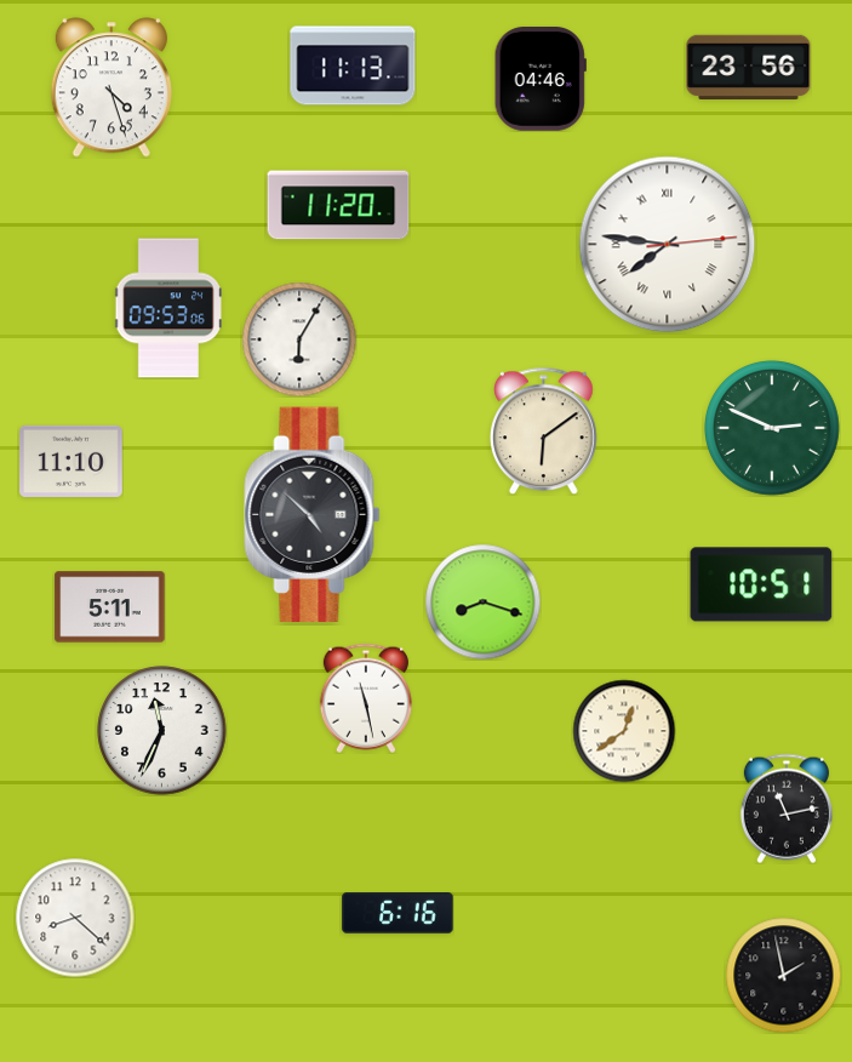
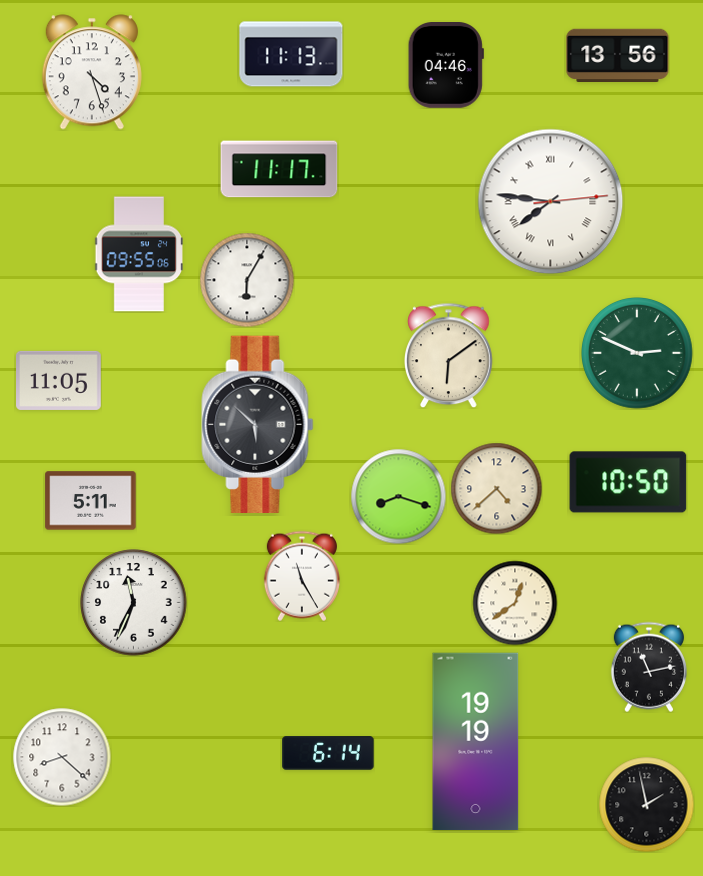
clock at (749, 68): 23:56 -> 13:56
clock at (338, 205): 11:20 -> 11:17
clock at (167, 308): 09:53 -> 09:55
clock at (72, 461): 11:10 -> 11:05
clock at (313, 514): 4:52 -> 5:52
clock at (761, 584): 10:51 -> 10:50
clock at (496, 488): none -> 4:38
clock at (366, 698): 11:28 -> 11:25
clock at (476, 742): none -> 19:19
clock at (398, 913): 6:16 -> 6:14
